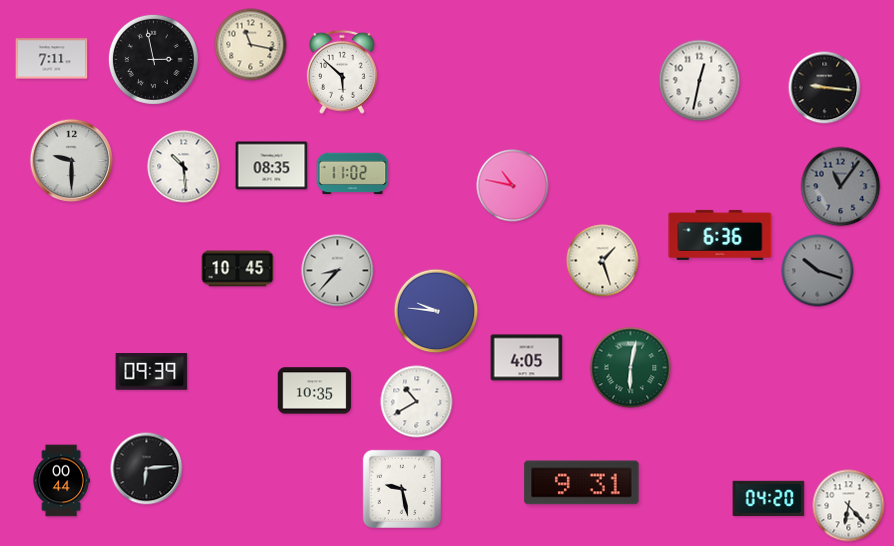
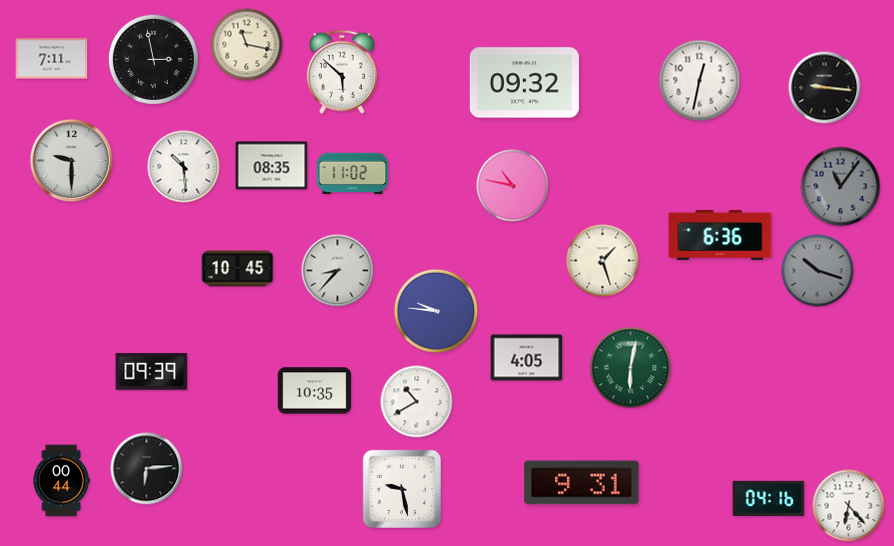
clock at (251, 45) position: (251, 45) -> (247, 45)
clock at (524, 83): none -> 09:32
clock at (769, 499): 04:20 -> 04:16
